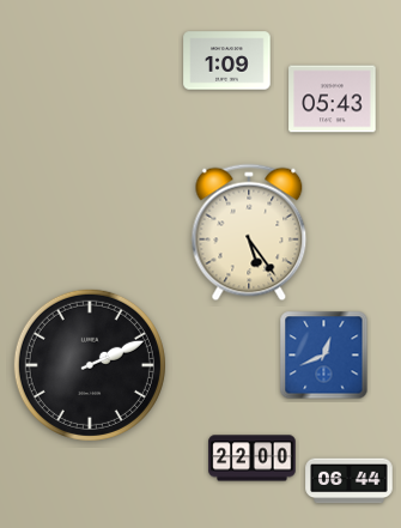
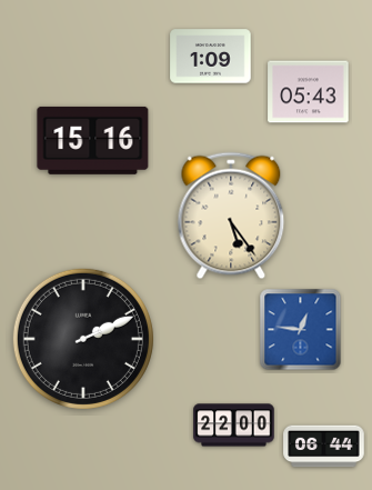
clock at (93, 140): none -> 15:16
clock at (324, 356): 12:41 -> 12:46
